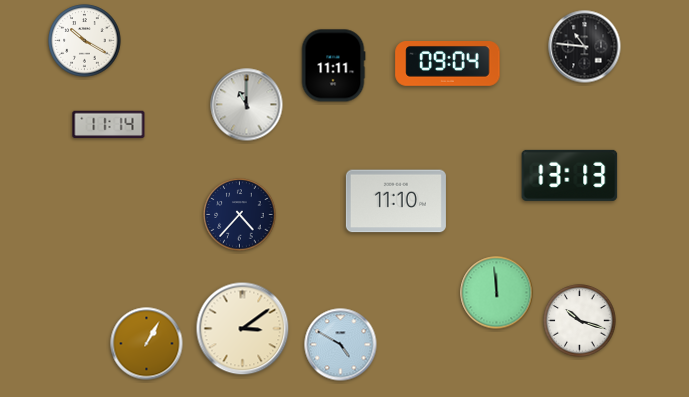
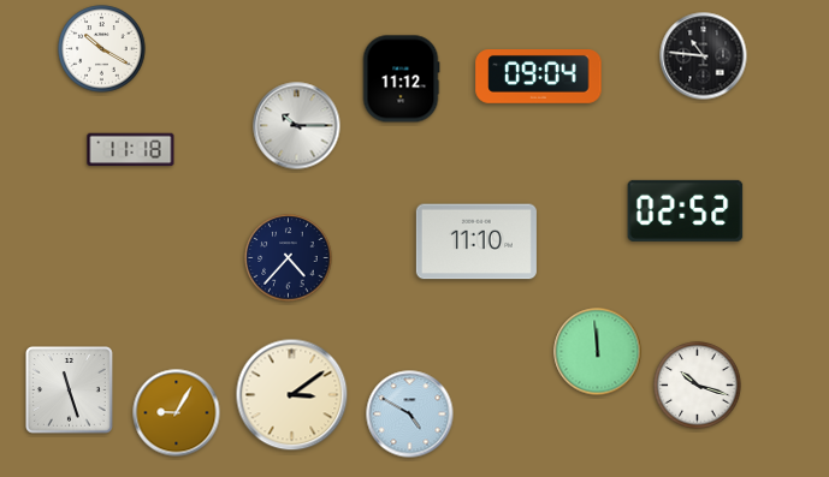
clock at (333, 66): 11:11 -> 11:12
clock at (247, 105): 11:00 -> 10:15
clock at (109, 125): 11:14 -> 11:18
clock at (570, 175): 13:13 -> 02:52
clock at (70, 390): none -> 11:27
clock at (147, 344): 1:05 -> 9:05
